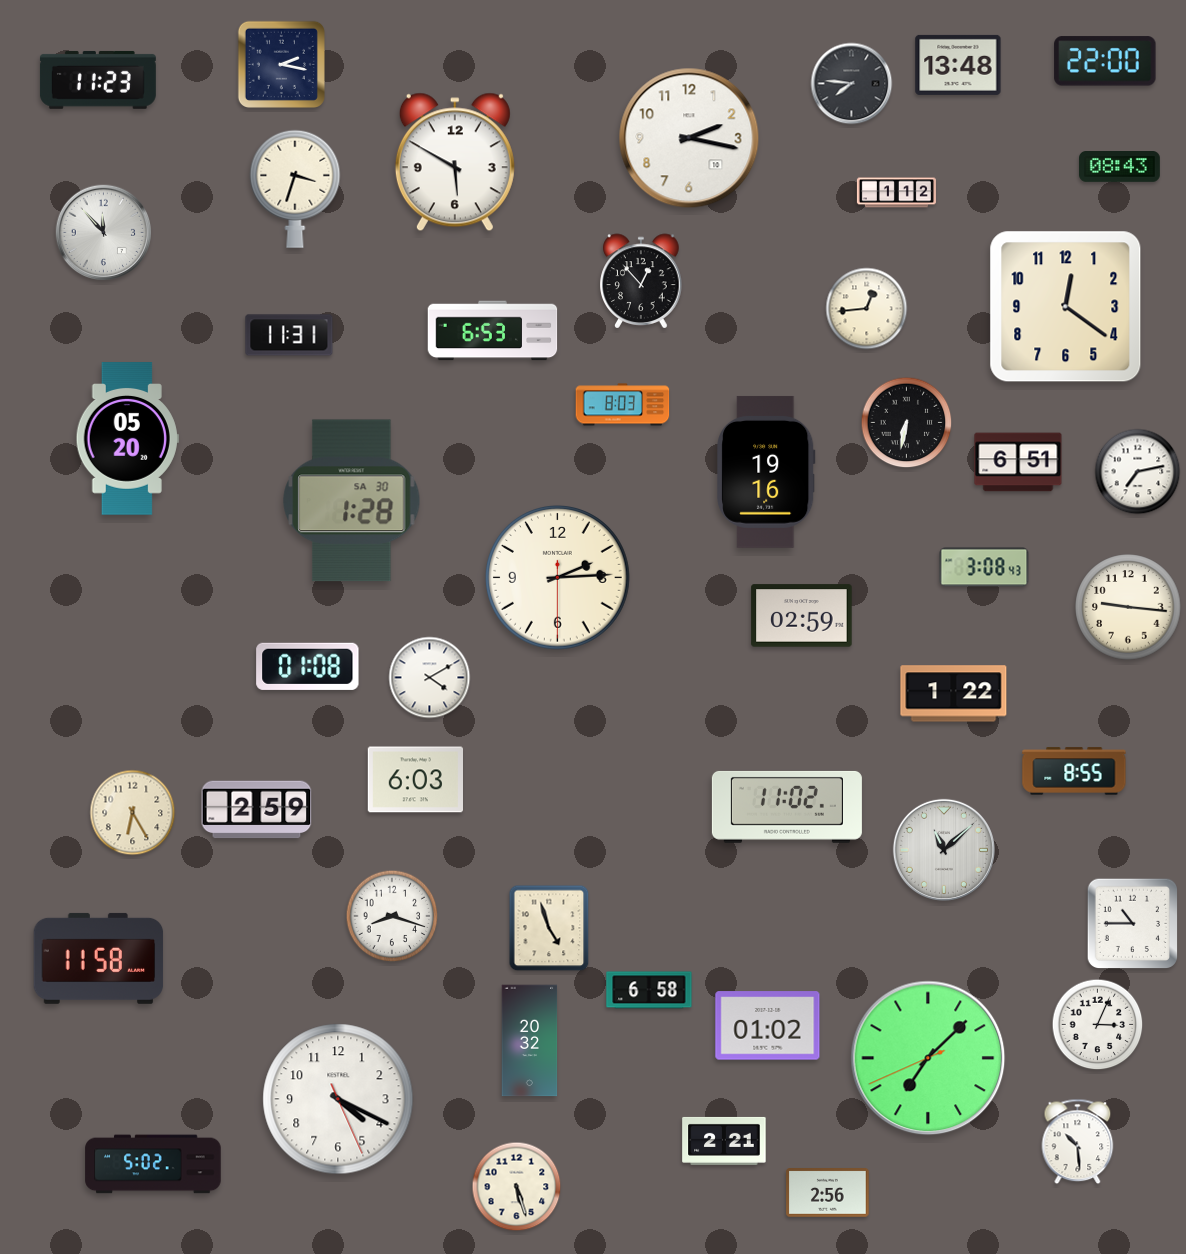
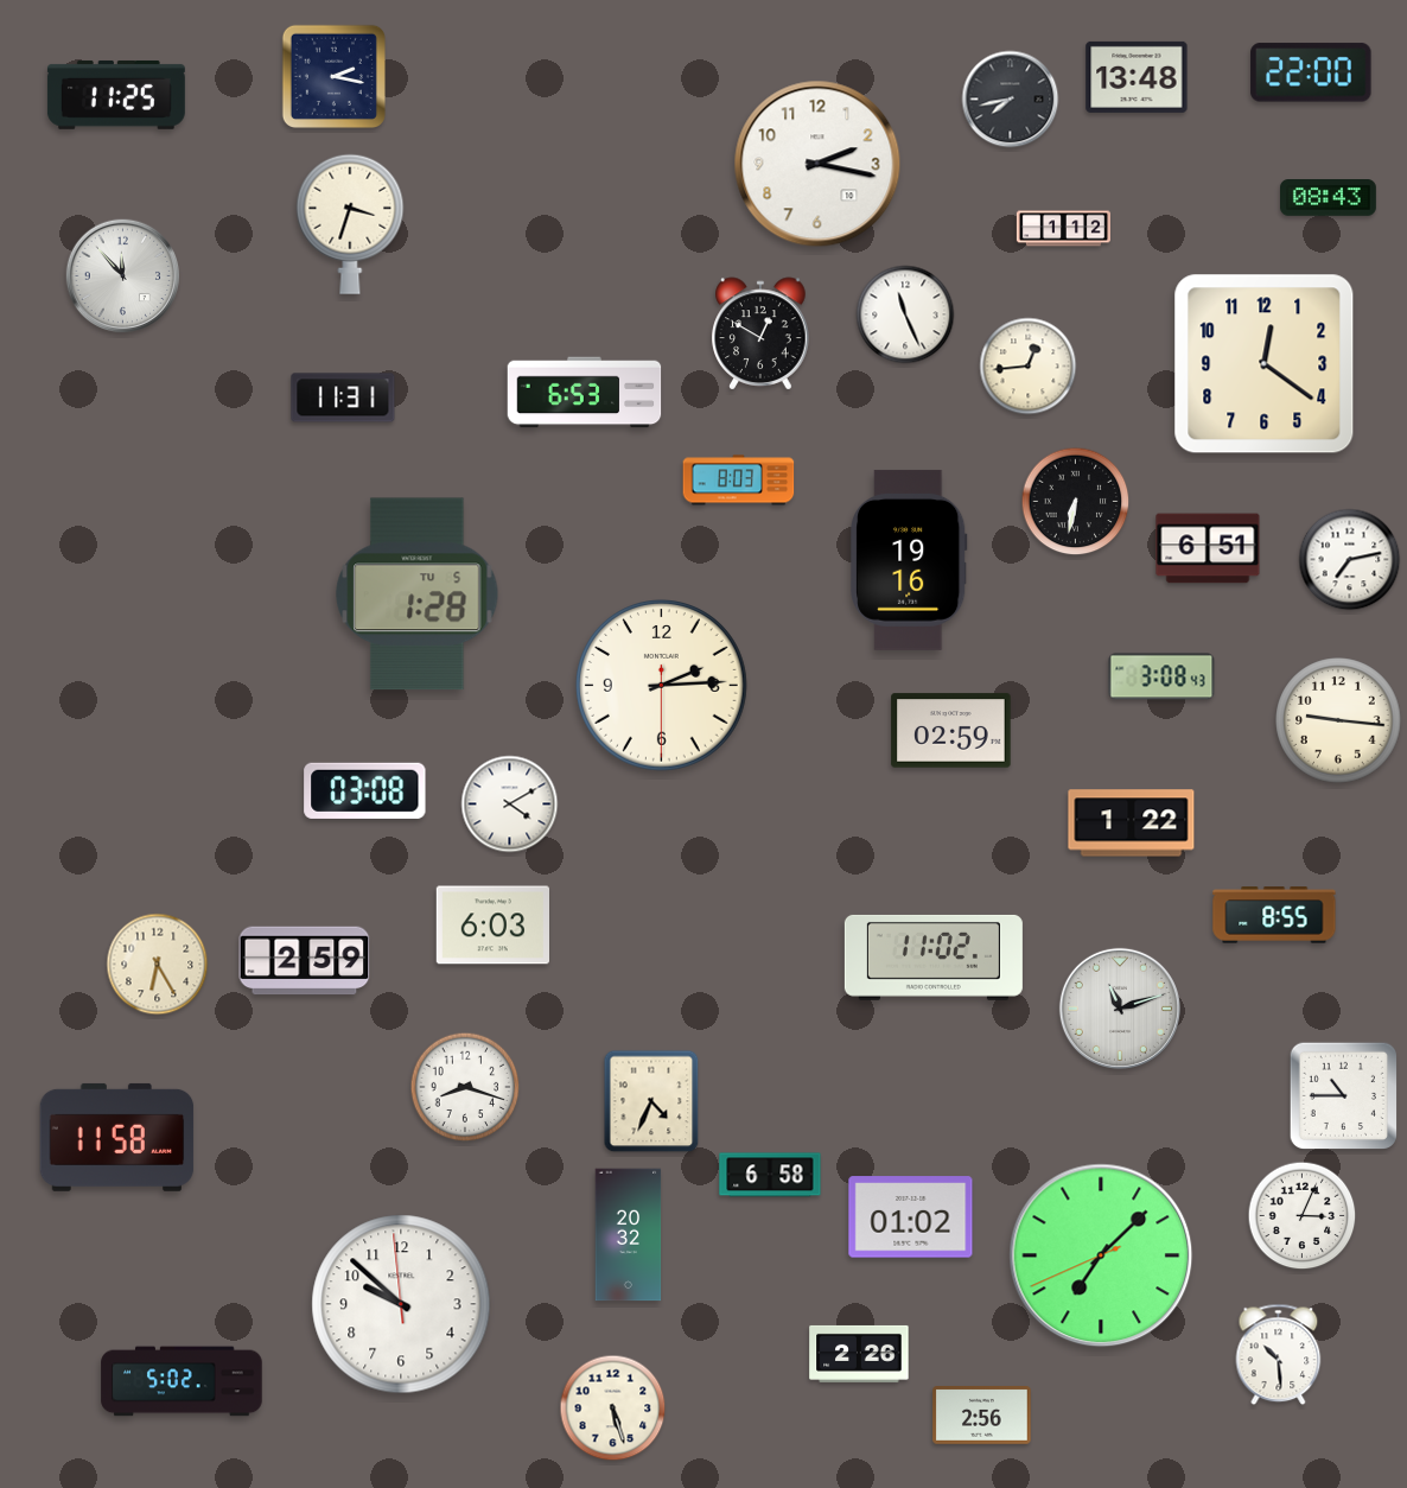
clock at (98, 80): 11:23 -> 11:25
clock at (852, 84): 7:46 -> 7:43
clock at (455, 162): 5:50 -> none
clock at (905, 314): none -> 11:26
clock at (641, 281): 12:53 -> 12:50
clock at (127, 439): 05:20 -> none
clock at (352, 501) date: SA 30 -> TU 5
clock at (984, 567) position: (984, 567) -> (1161, 676)
clock at (308, 666): 01:08 -> 03:08
clock at (944, 850): 11:08 -> 11:12
clock at (549, 928): 4:57 -> 4:34
clock at (338, 1099): 4:19 -> 9:51
clock at (724, 1141): 2:21 -> 2:26
